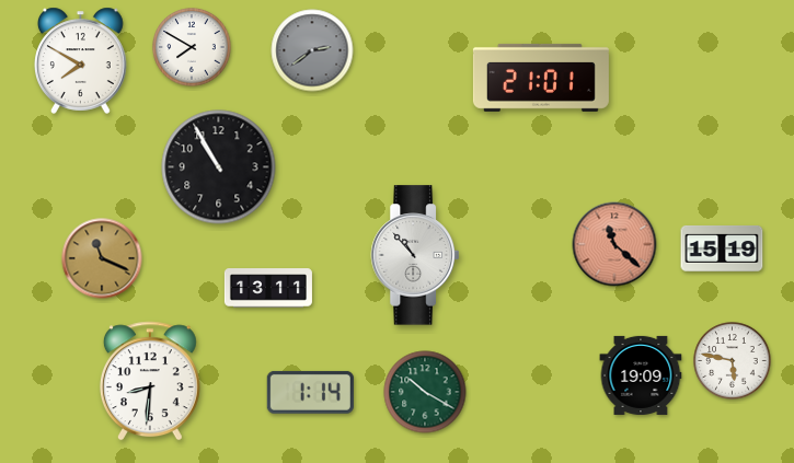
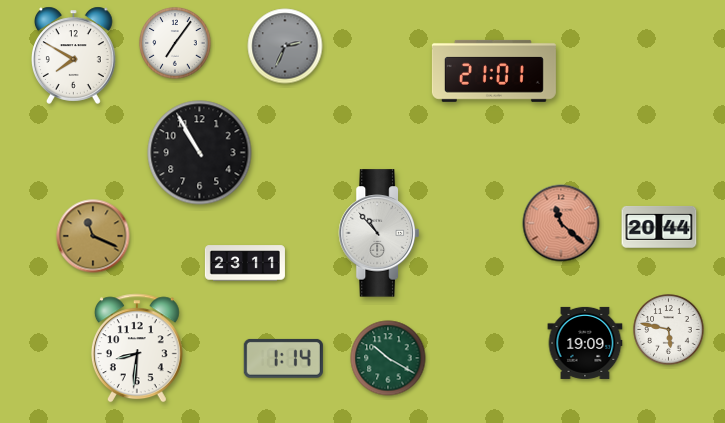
clock at (192, 47): 7:50 -> 7:06
clock at (312, 50): 2:39 -> 2:34
clock at (722, 248): 15:19 -> 20:44
clock at (268, 288): 13:11 -> 23:11
